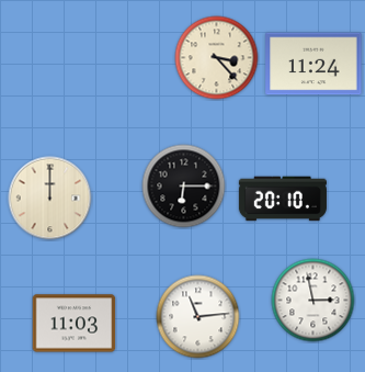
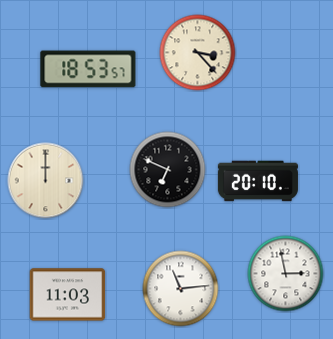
clock at (313, 64): 11:24 -> none
clock at (88, 69): none -> 18:53
clock at (184, 187): 6:15 -> 6:49
